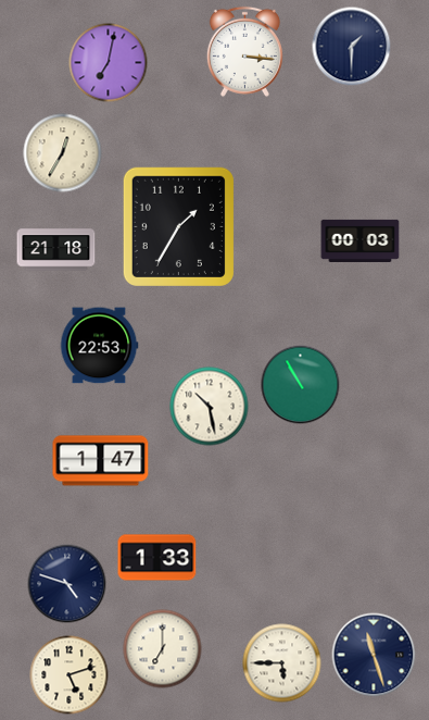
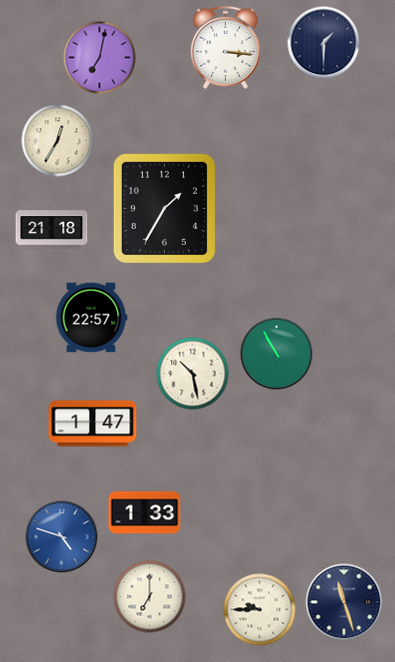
clock at (361, 240): 00:03 -> none
clock at (99, 346): 22:53 -> 22:57
clock at (67, 584) dial: navy -> blue
clock at (282, 663): 5:45 -> 9:45
clock at (70, 675): 5:12 -> none
